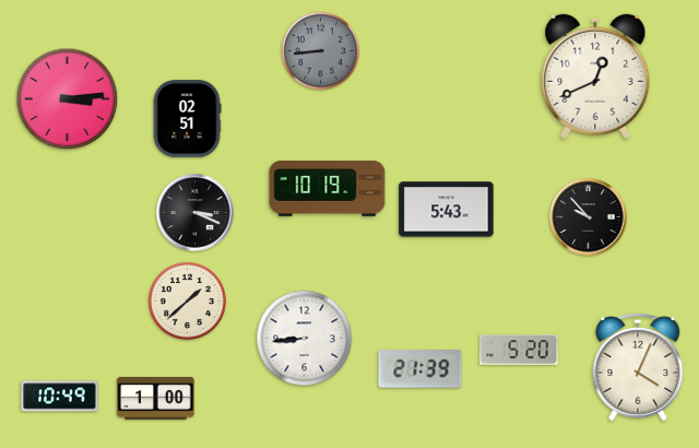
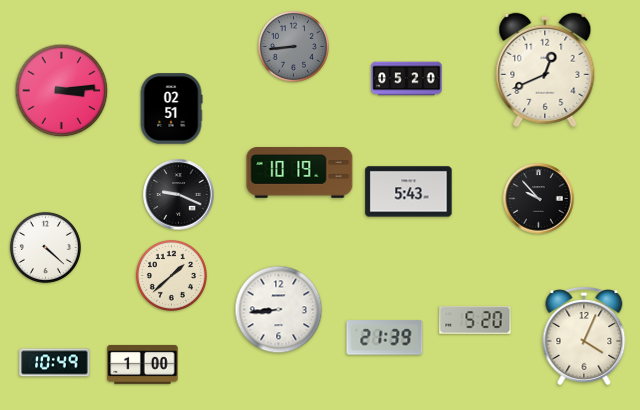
clock at (407, 79): none -> 05:20
clock at (196, 213): 3:19 -> 9:19
clock at (45, 247): none -> 4:22
